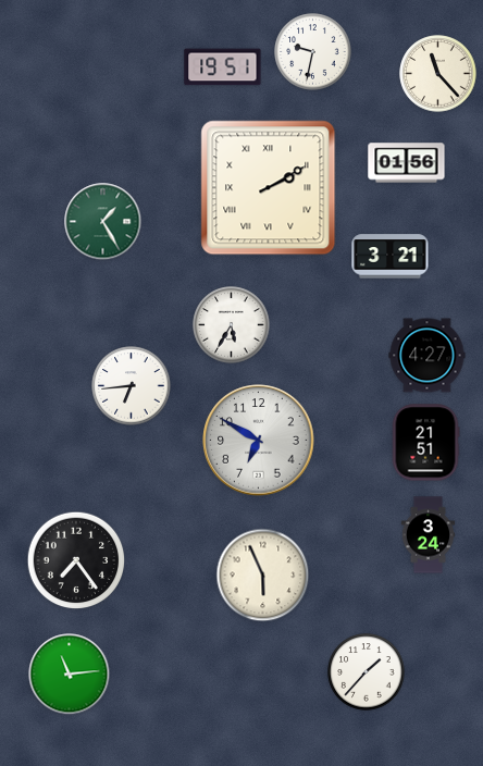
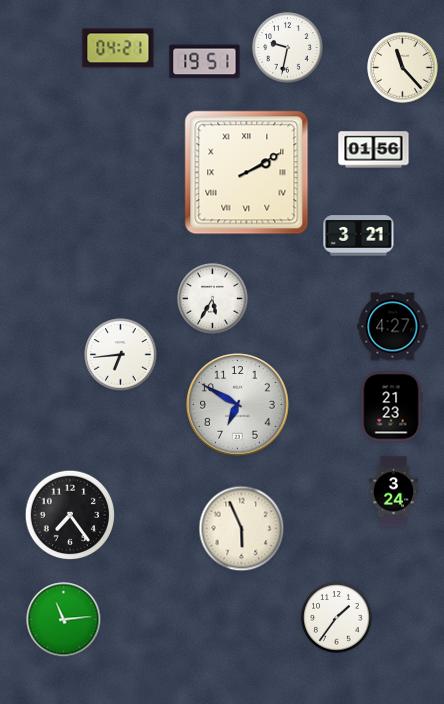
clock at (118, 48): none -> 04:21
clock at (103, 222): 1:25 -> none
clock at (425, 443): 21:51 -> 21:23
clock at (367, 672): 1:37 -> 1:36
